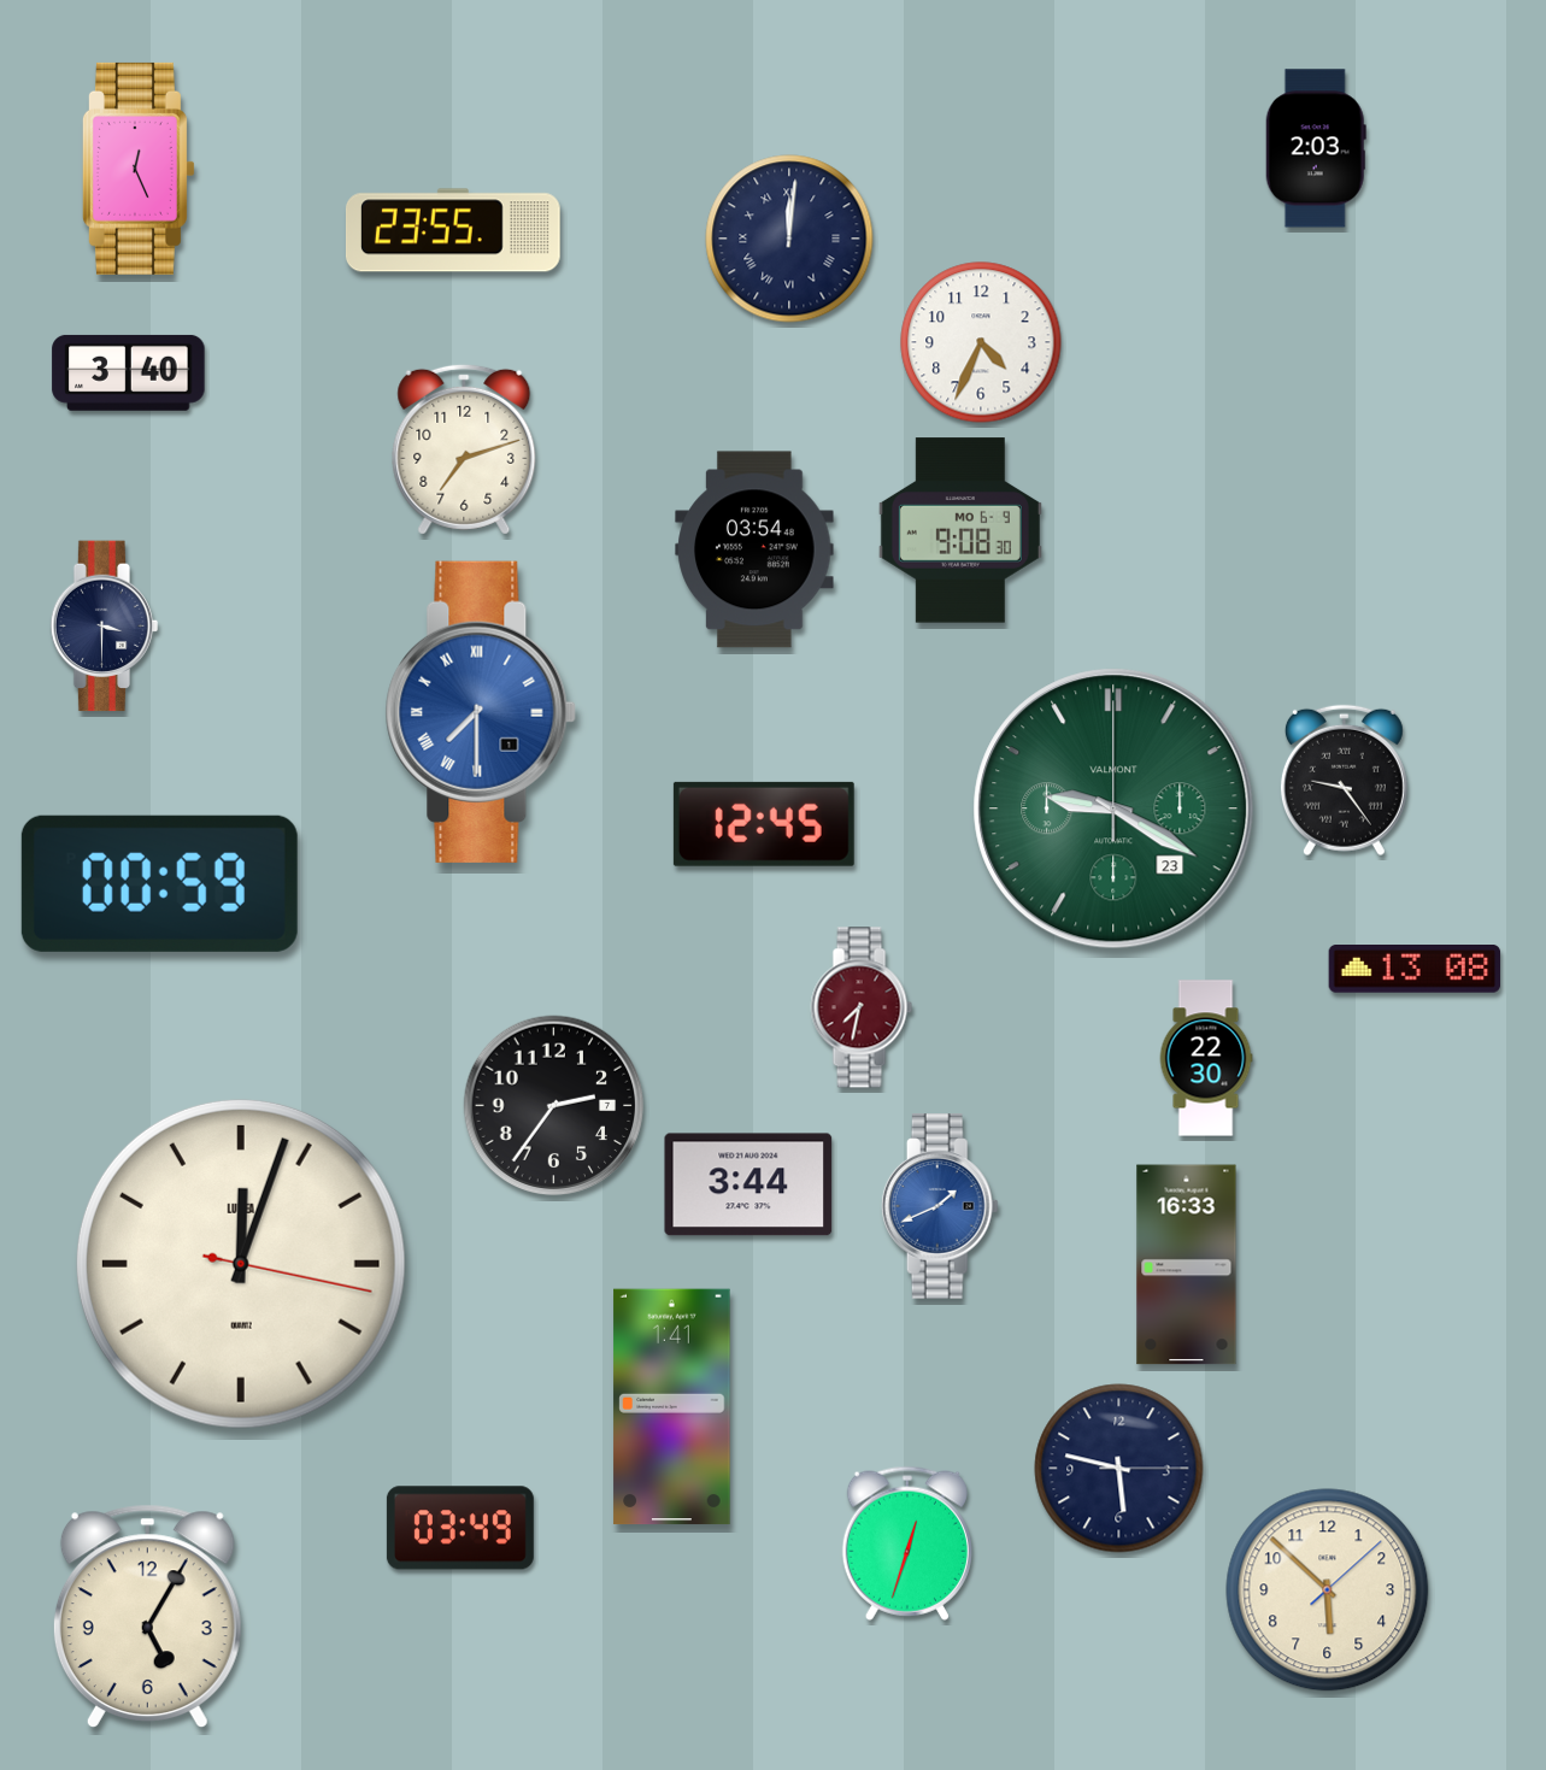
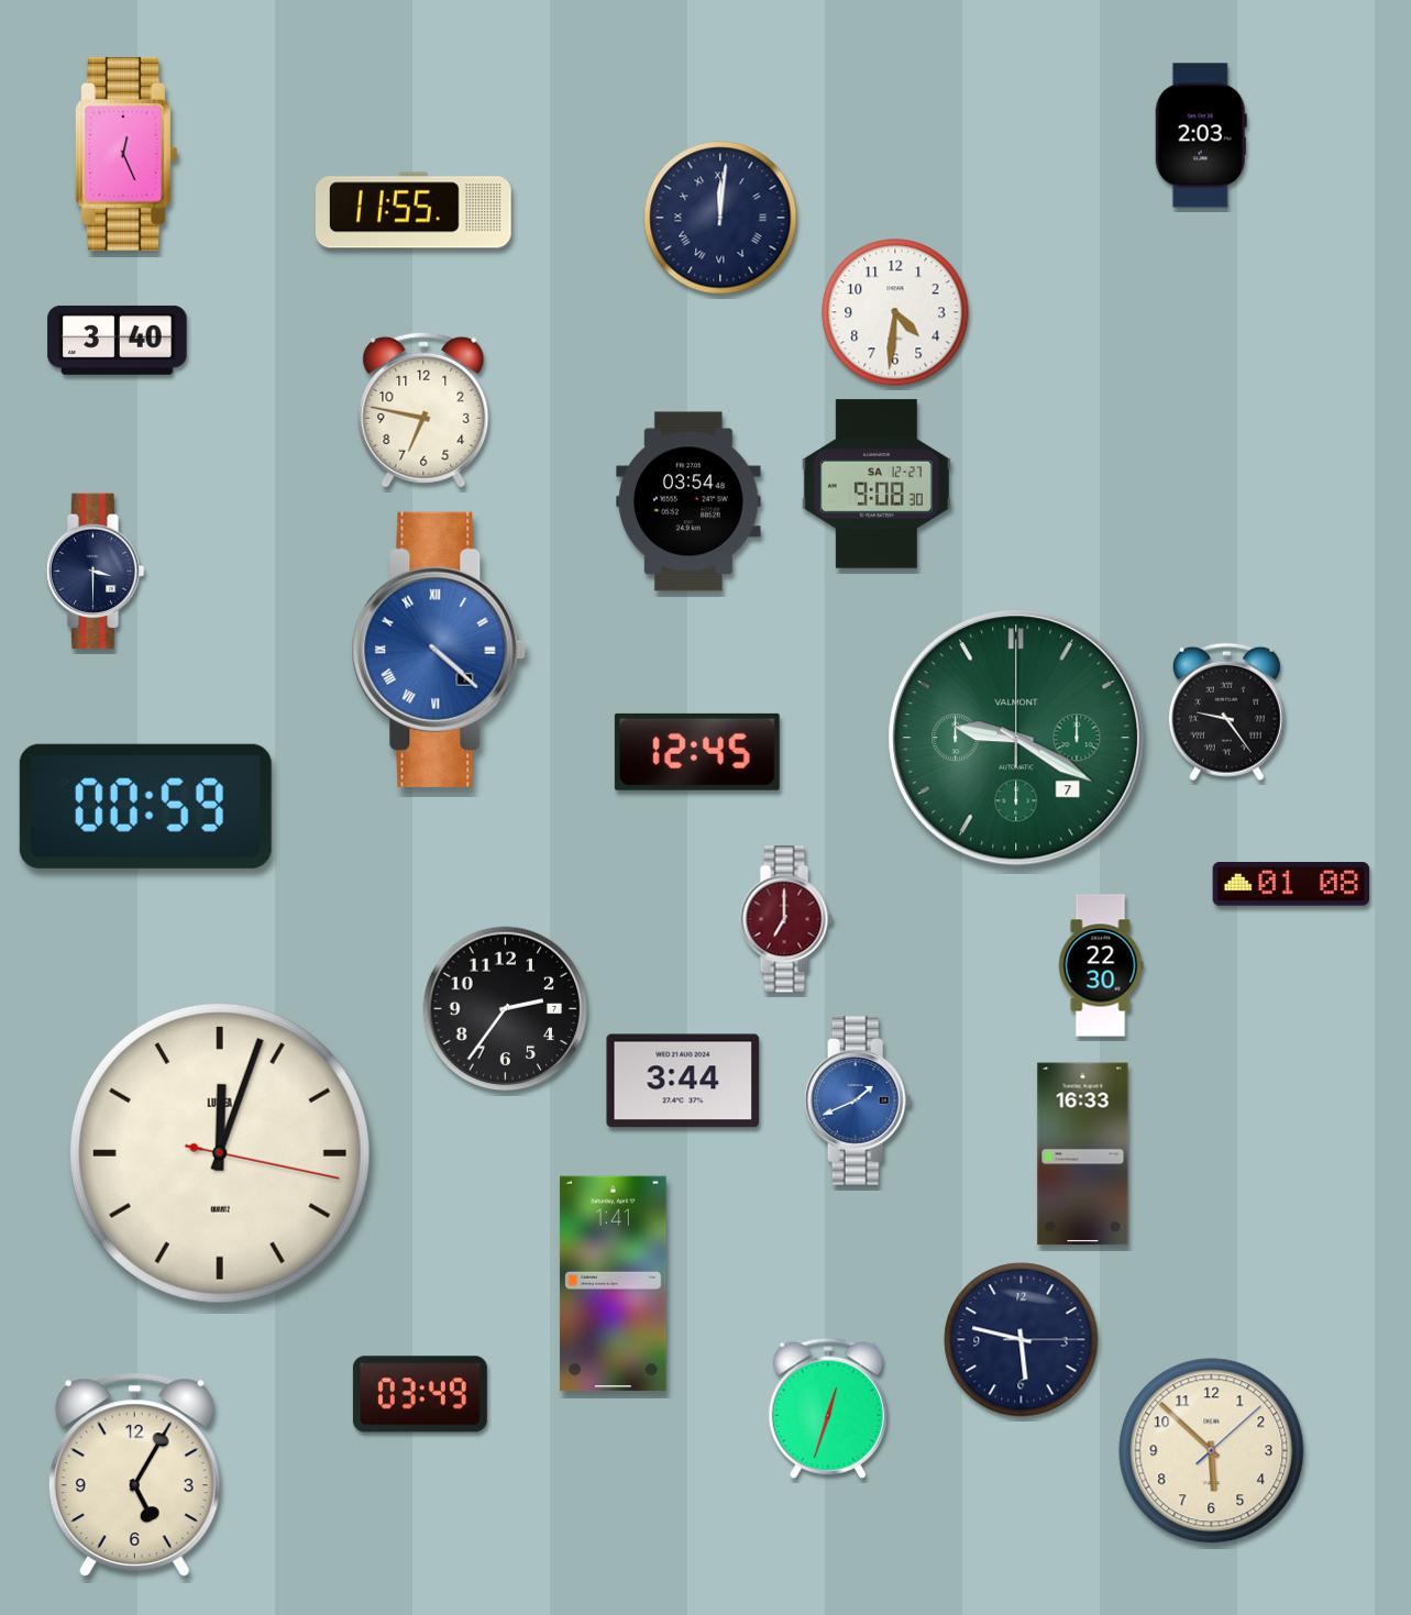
clock at (453, 230): 23:55 -> 11:55
clock at (981, 342): 4:34 -> 4:31
clock at (464, 449): 7:12 -> 6:47
clock at (960, 530) date: MO 6-9 -> SA 12-27
clock at (481, 712): 7:30 -> 4:22
clock at (1113, 808) date: 23 -> 7
clock at (1415, 970): 13:08 -> 01:08
clock at (862, 1007): 7:32 -> 7:00
